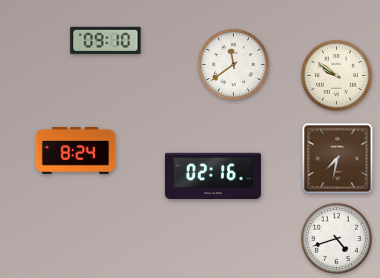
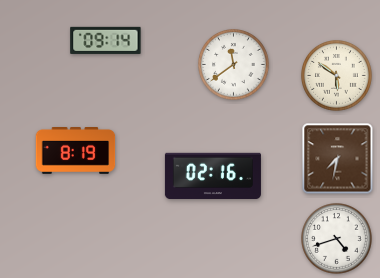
clock at (106, 40): 09:10 -> 09:14
clock at (337, 76): 9:51 -> 5:51
clock at (76, 151): 8:24 -> 8:19
